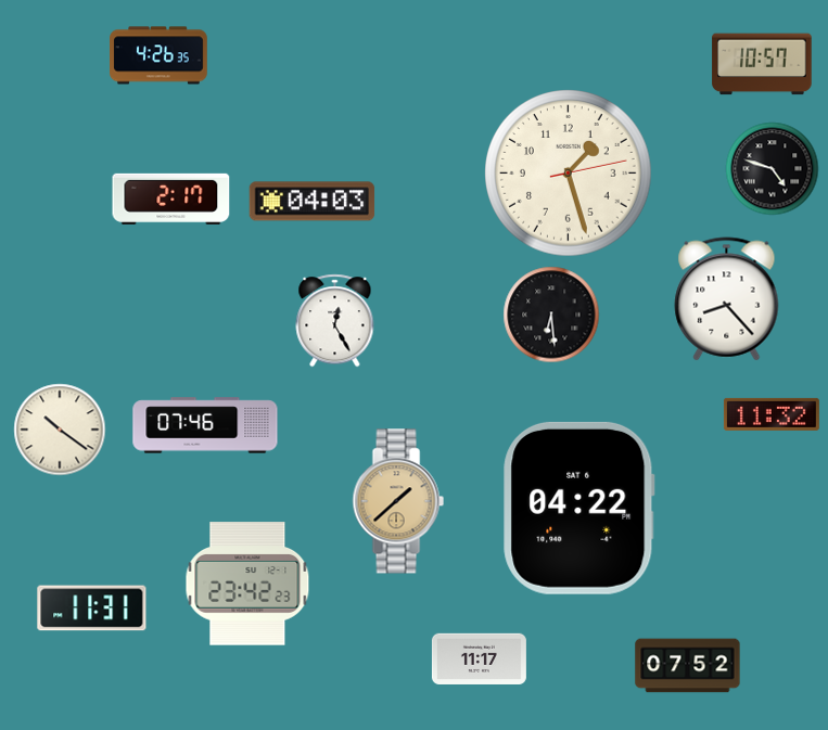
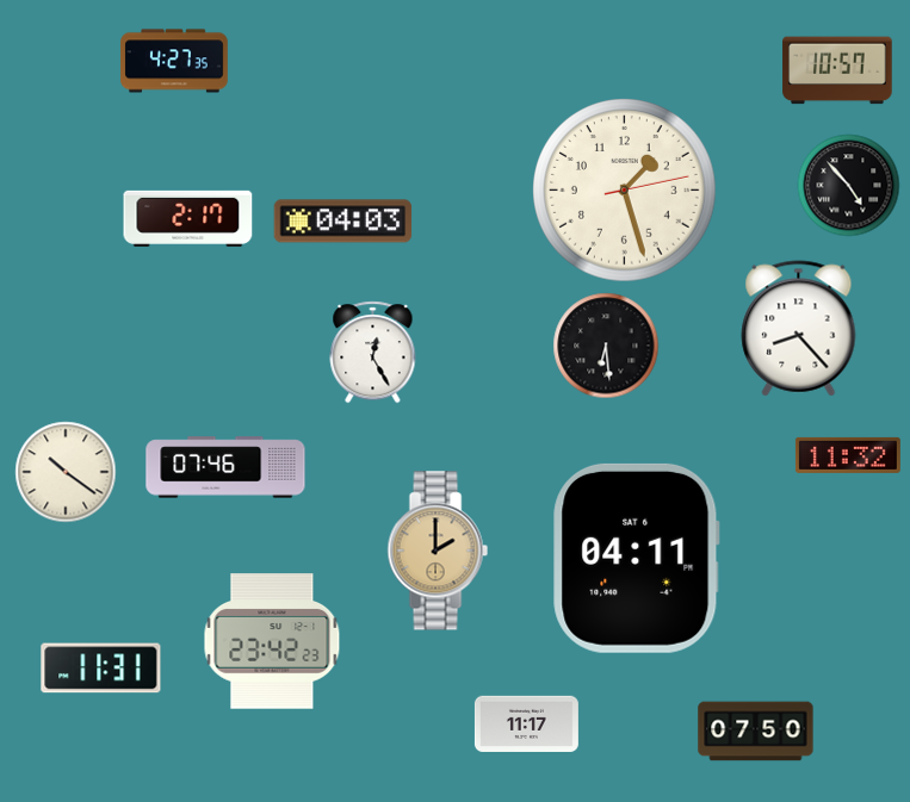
clock at (158, 55): 4:26 -> 4:27
clock at (773, 169): 4:48 -> 4:53
clock at (335, 321) position: (335, 321) -> (373, 353)
clock at (398, 501): 1:38 -> 2:00
clock at (579, 508): 04:22 -> 04:11
clock at (688, 666): 07:52 -> 07:50
